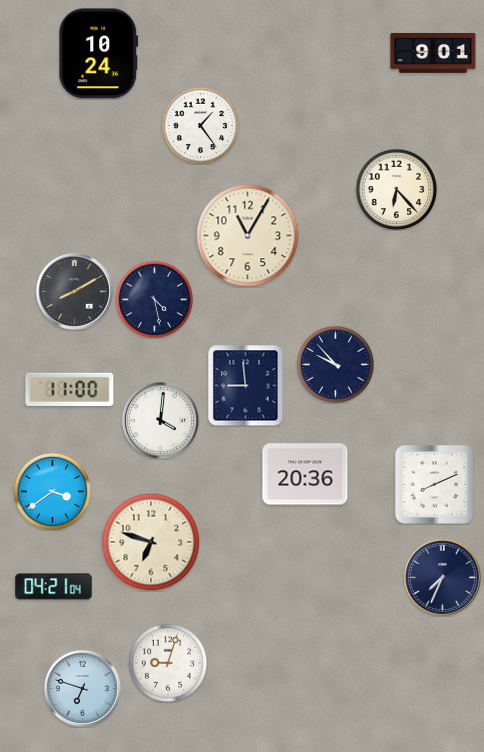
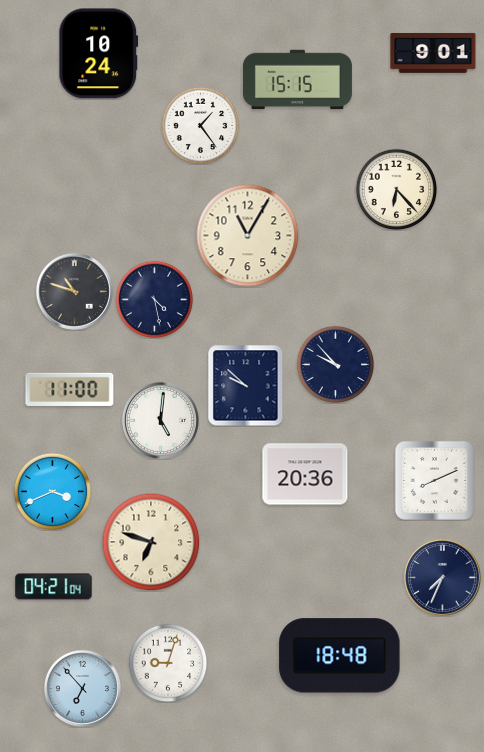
clock at (297, 80): none -> 15:15
clock at (74, 291): 8:10 -> 10:48
clock at (246, 385): 8:59 -> 9:52
clock at (160, 420): 4:01 -> 5:01
clock at (434, 484) position: (434, 484) -> (434, 480)
clock at (52, 491): 3:39 -> 3:41
clock at (340, 656): none -> 18:48
clock at (82, 688): 6:48 -> 6:53
